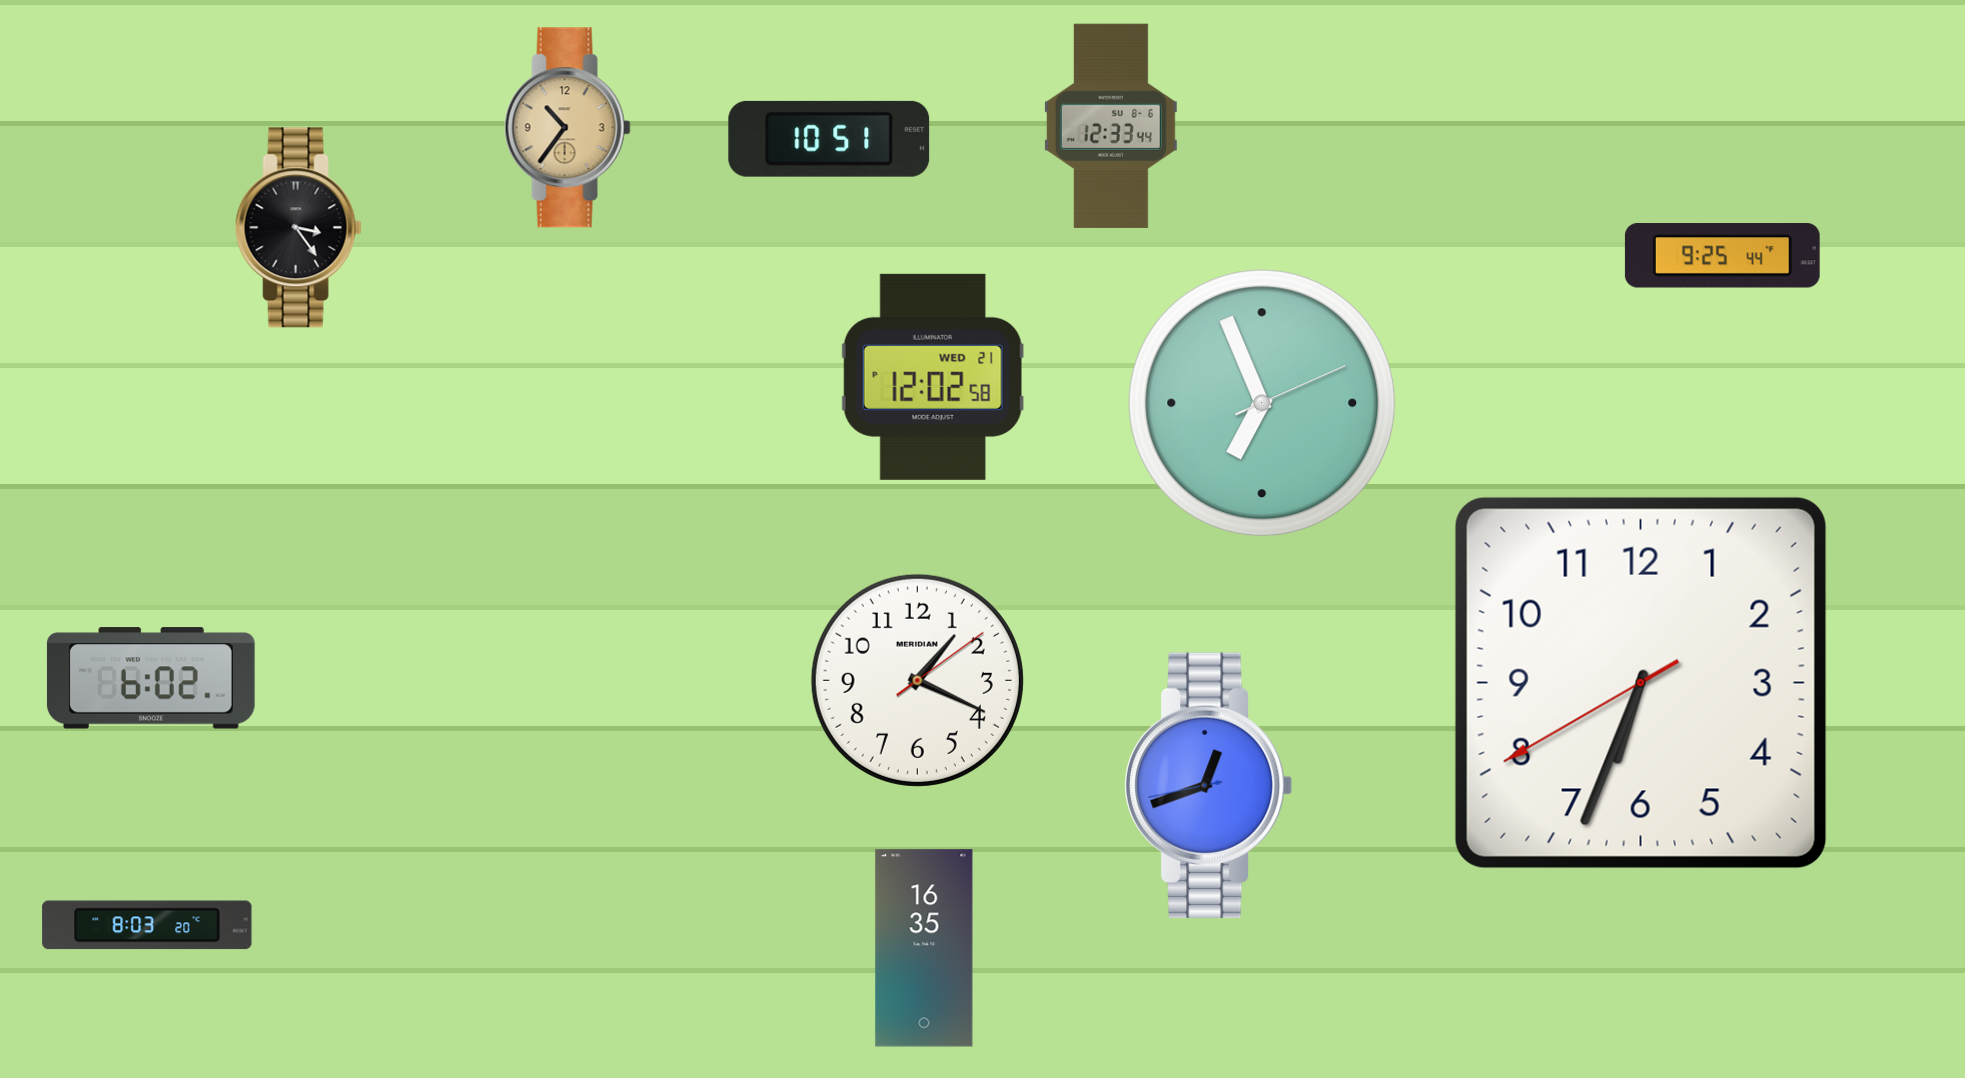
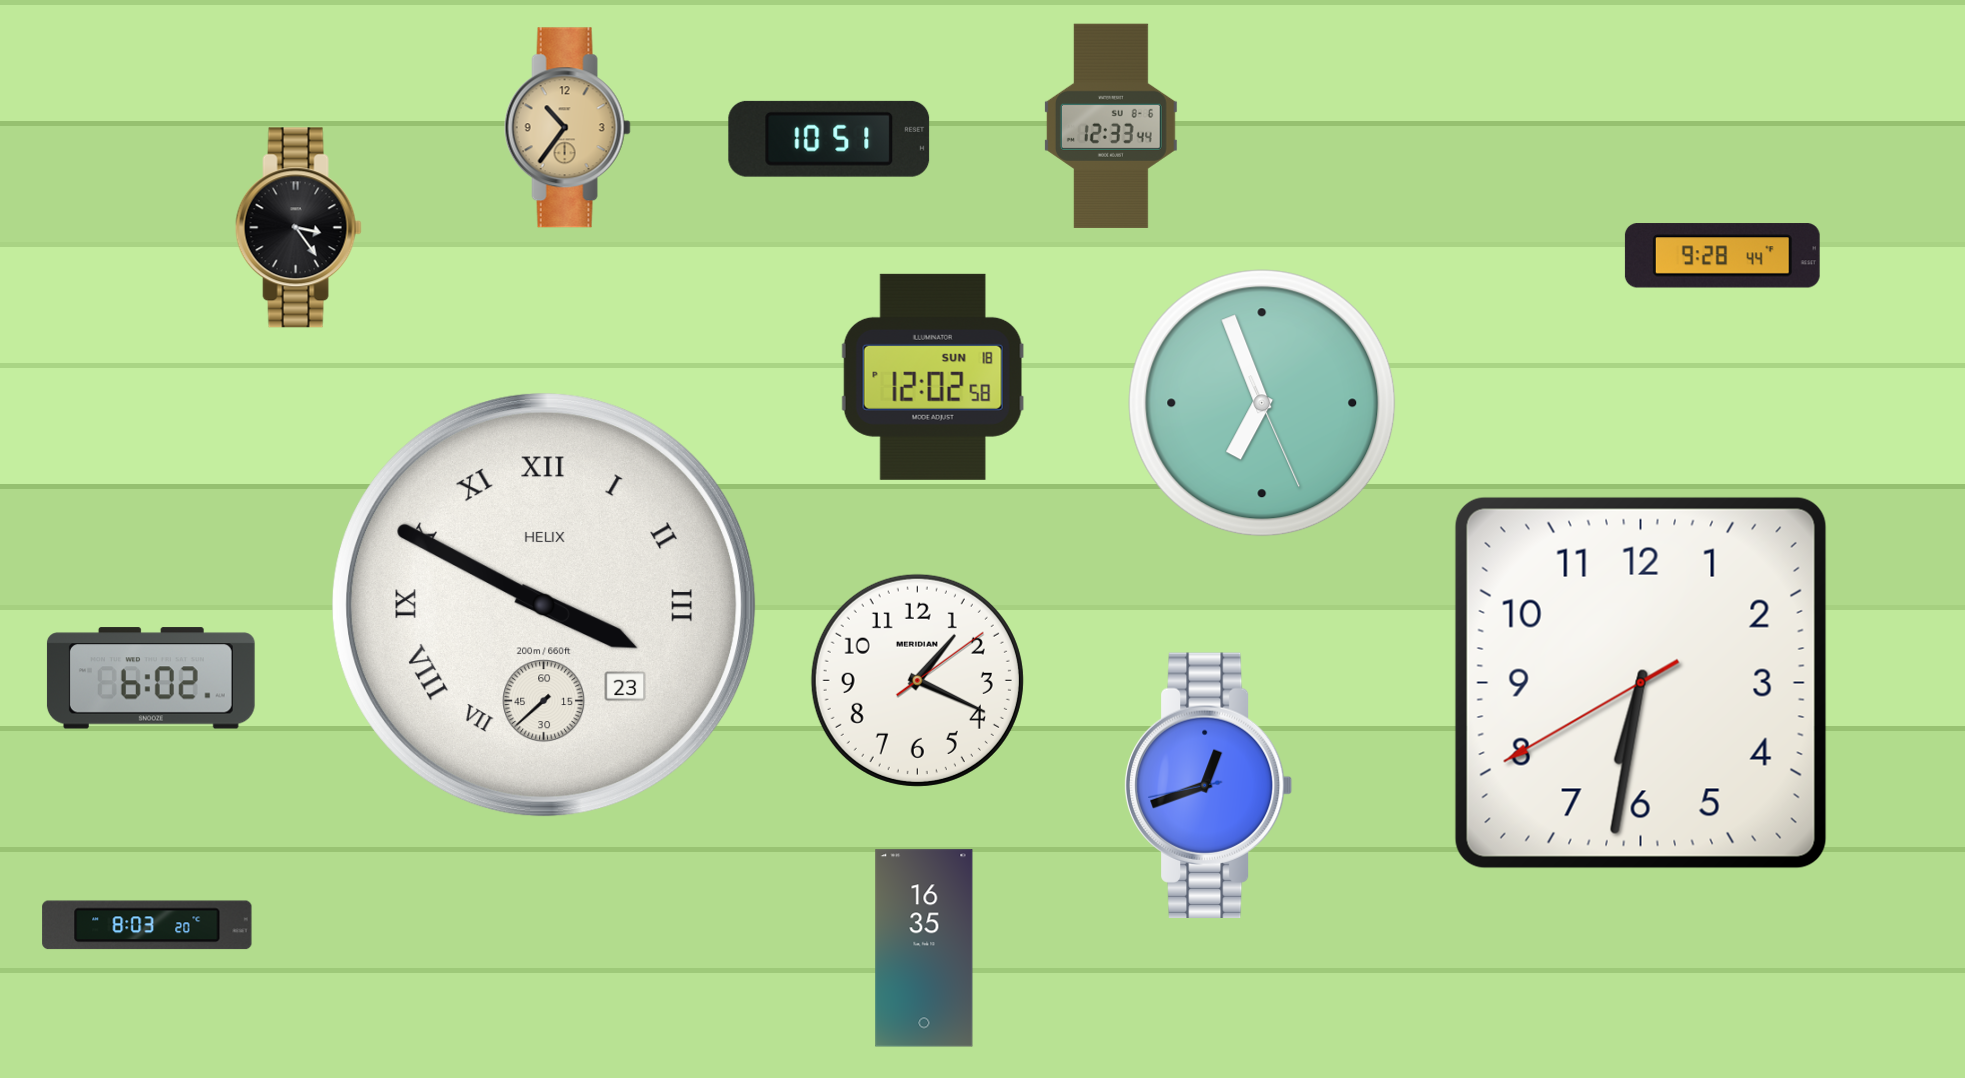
clock at (1722, 256): 9:25 -> 9:28
clock at (933, 377) date: WED 21 -> SUN 18
clock at (1262, 403): 6:56:11 -> 6:56:26
clock at (544, 605): none -> 3:49
clock at (1641, 683): 6:33 -> 6:31
